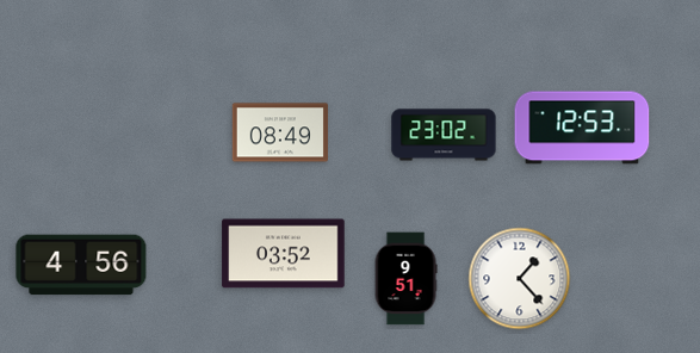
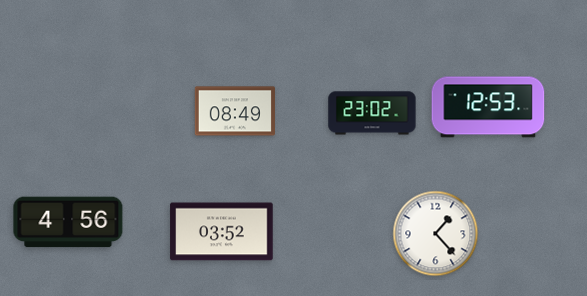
clock at (284, 254) position: (284, 254) -> (222, 232)
clock at (405, 279): 9:51 -> none
